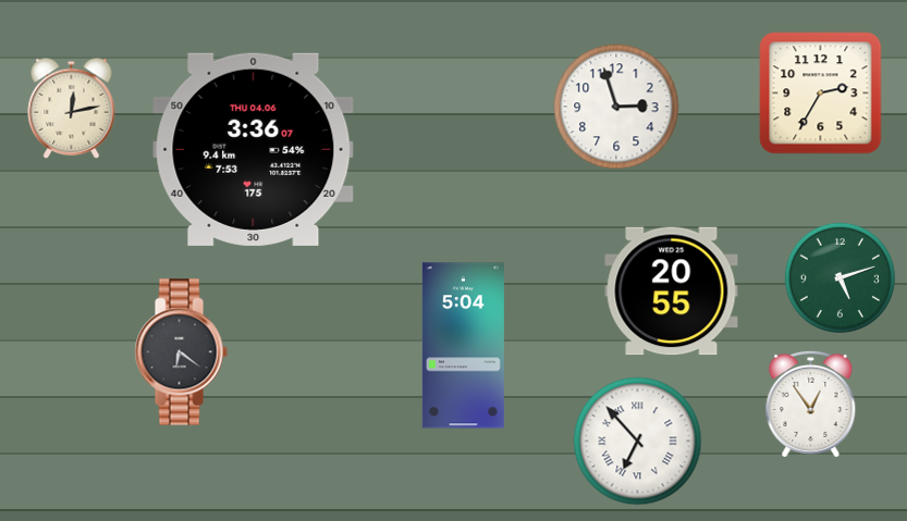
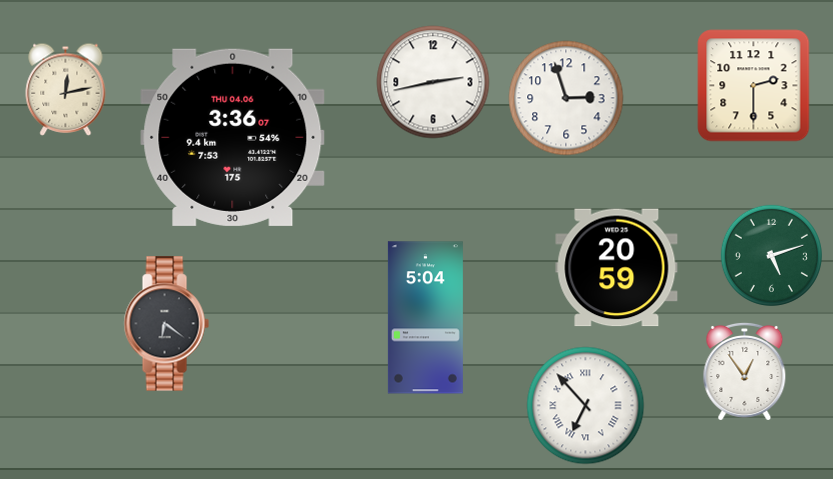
clock at (433, 82): none -> 2:43
clock at (821, 94): 2:35 -> 2:30
clock at (72, 108) position: (72, 108) -> (66, 89)
clock at (672, 291): 20:55 -> 20:59
